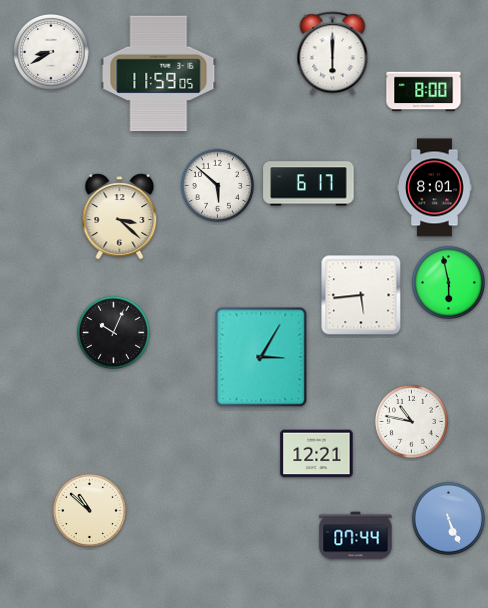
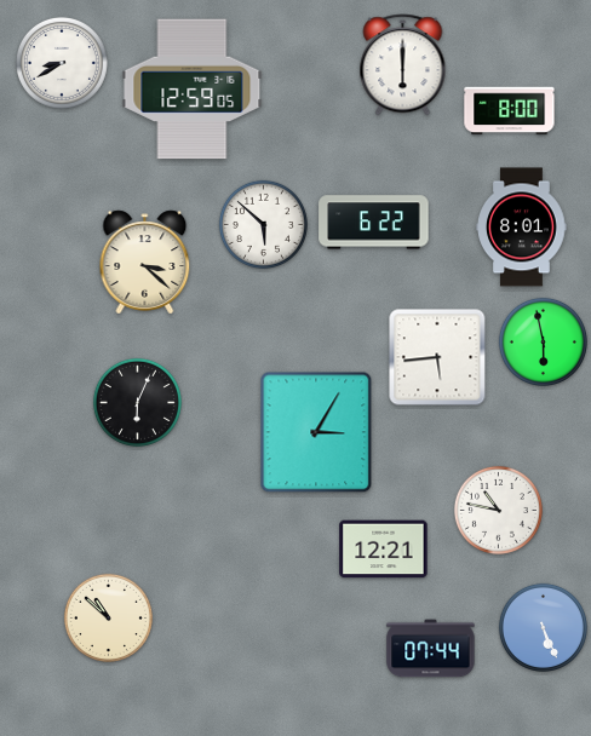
clock at (159, 74): 11:59 -> 12:59
clock at (424, 92) position: (424, 92) -> (510, 111)
clock at (309, 184): 6:17 -> 6:22
clock at (435, 188) position: (435, 188) -> (522, 228)
clock at (113, 332): 10:04 -> 6:04
